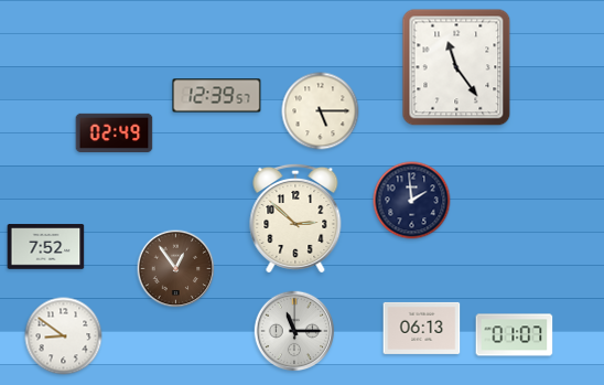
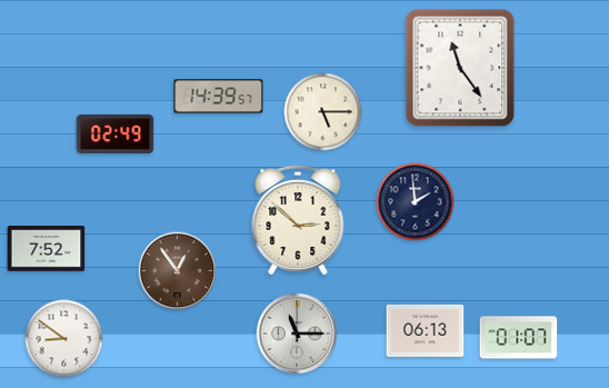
clock at (217, 96): 12:39 -> 14:39
